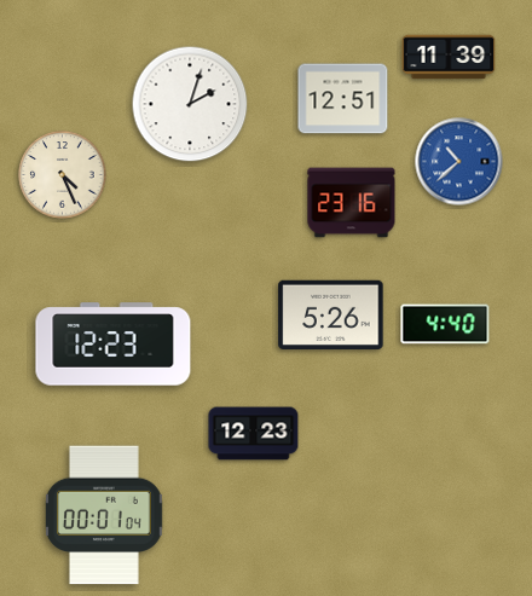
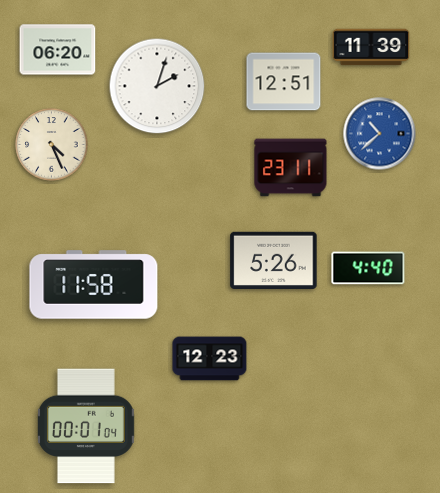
clock at (58, 50): none -> 06:20
clock at (352, 203): 23:16 -> 23:11
clock at (114, 345): 12:23 -> 11:58
